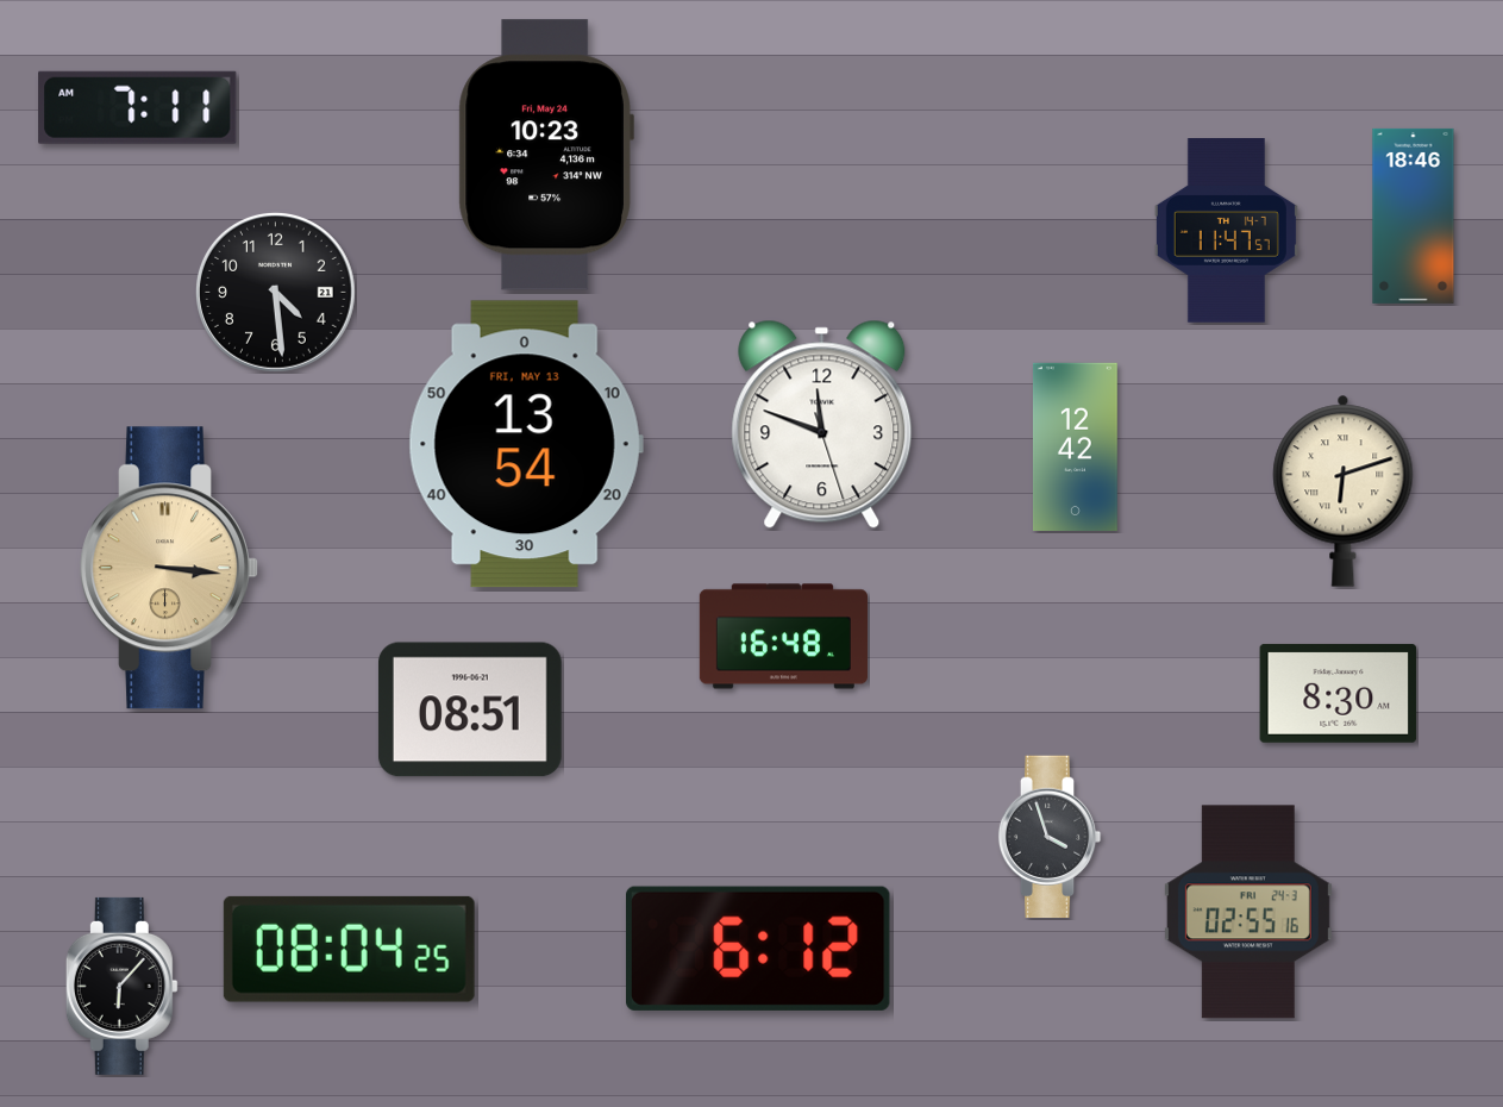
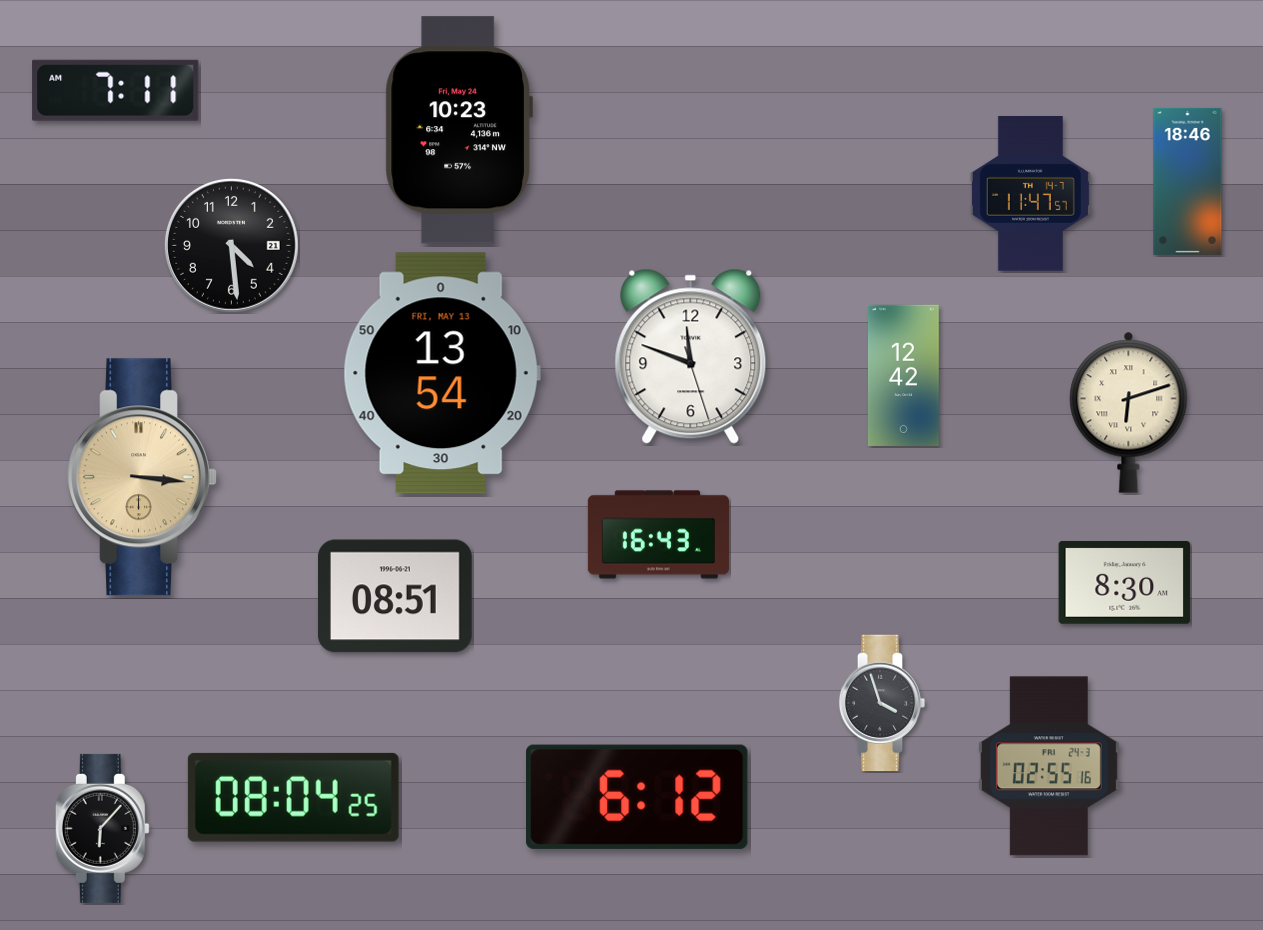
clock at (783, 637): 16:48 -> 16:43
